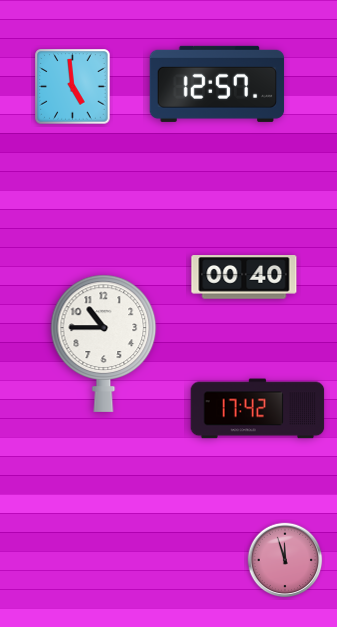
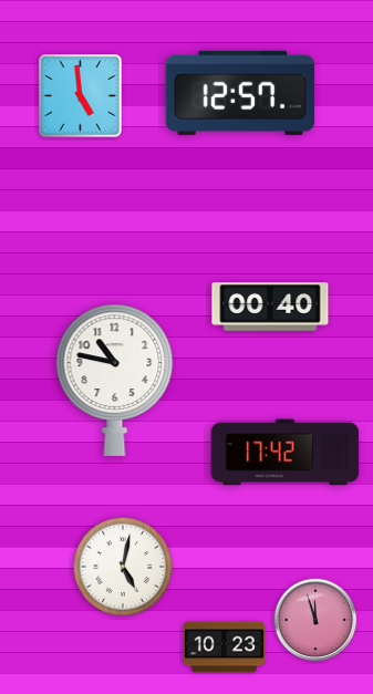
clock at (104, 343): 10:45 -> 10:47
clock at (123, 567): none -> 5:02
clock at (224, 648): none -> 10:23
